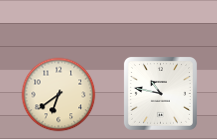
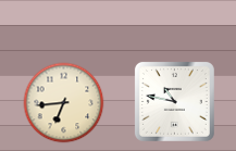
clock at (59, 95): 6:39 -> 6:44
